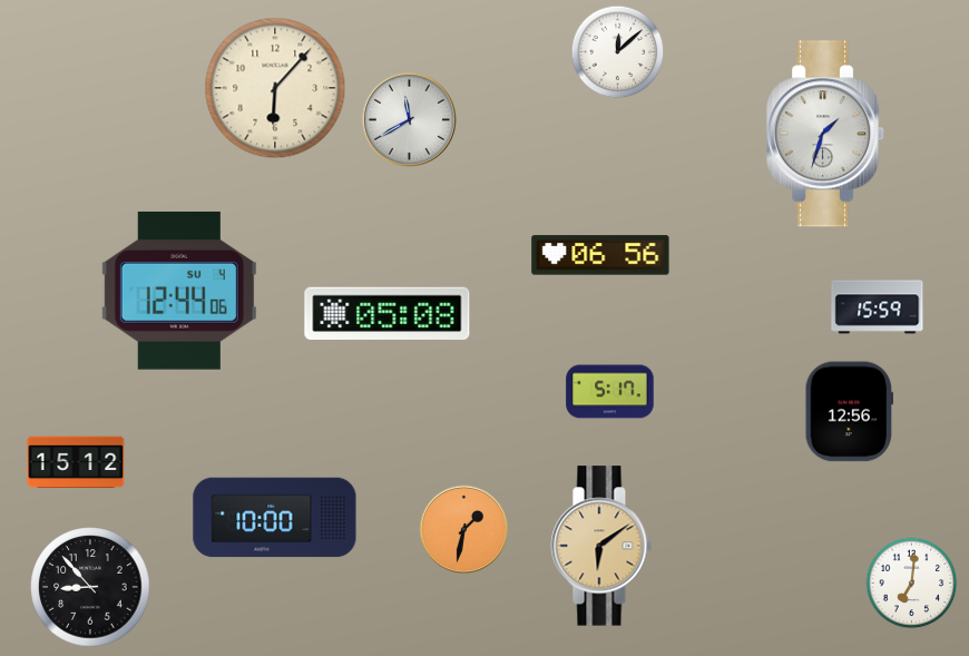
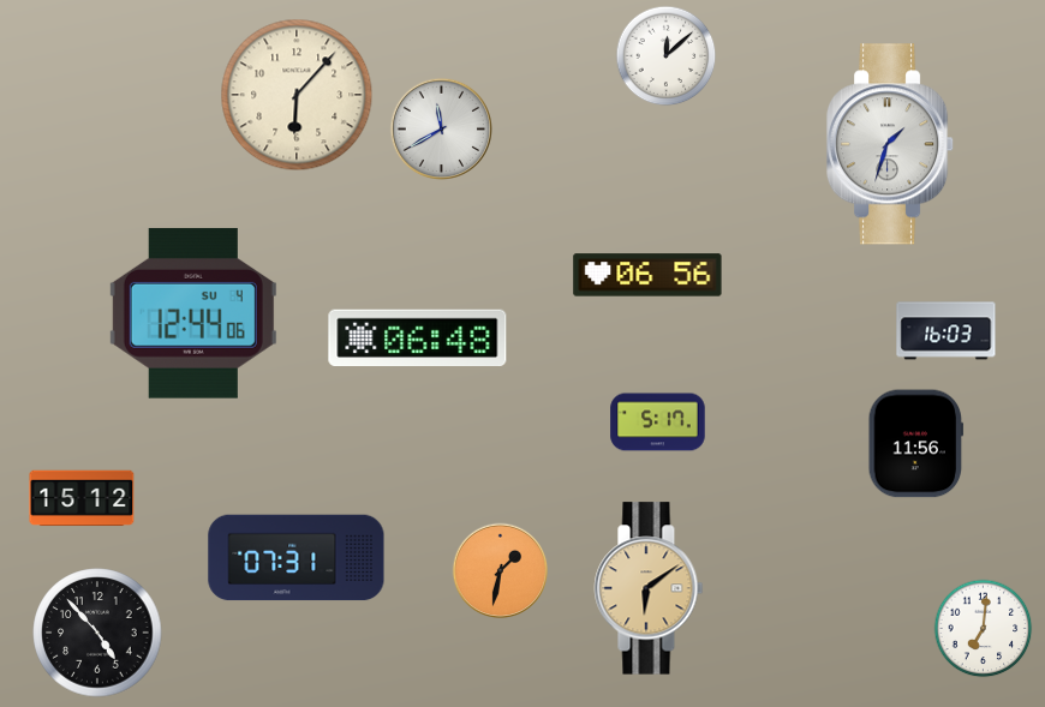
clock at (878, 307): 15:59 -> 16:03
clock at (388, 313): 05:08 -> 06:48
clock at (850, 412): 12:56 -> 11:56
clock at (275, 518): 10:00 -> 07:31
clock at (90, 587): 8:53 -> 4:53
